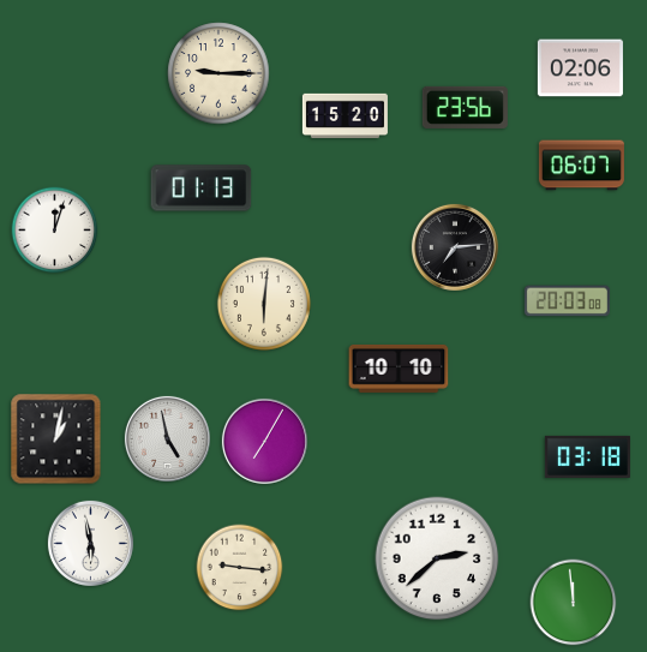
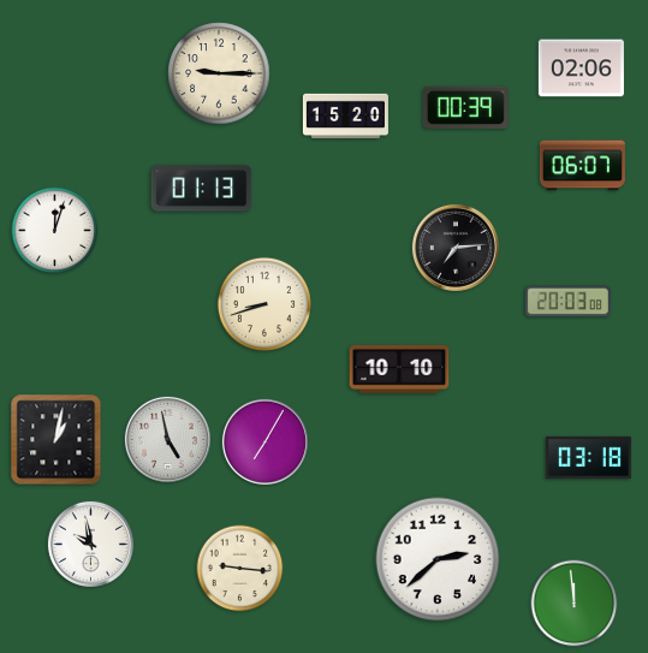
clock at (465, 107): 23:56 -> 00:39
clock at (264, 304): 6:01 -> 8:42
clock at (90, 543): 5:58 -> 9:58
